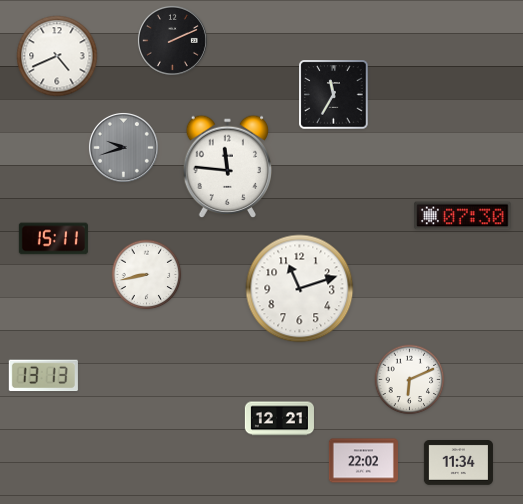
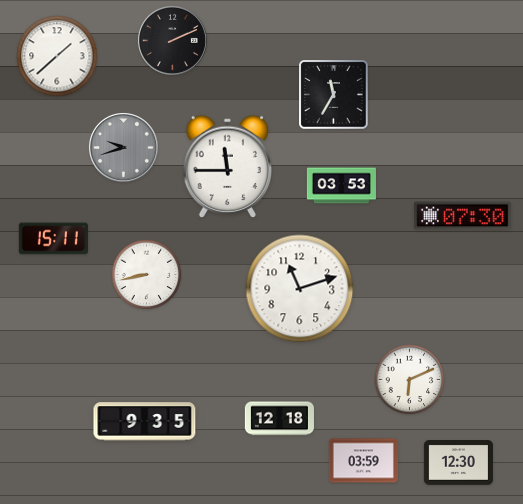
clock at (57, 56): 4:41 -> 1:38
clock at (227, 166): 11:46 -> 11:45
clock at (341, 186): none -> 03:53
clock at (43, 376): 13:13 -> none
clock at (279, 419): 12:21 -> 12:18
clock at (145, 422): none -> 9:35
clock at (363, 461): 22:02 -> 03:59
clock at (458, 463): 11:34 -> 12:30
